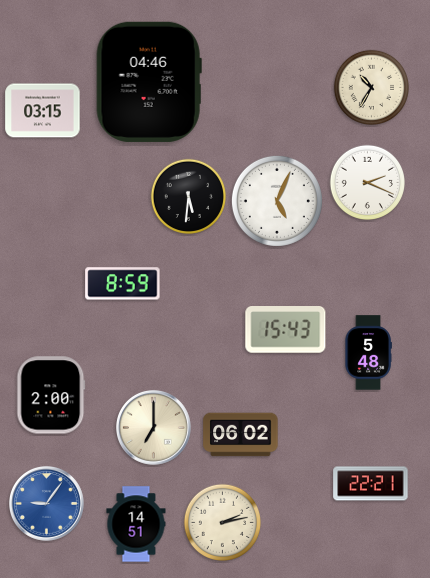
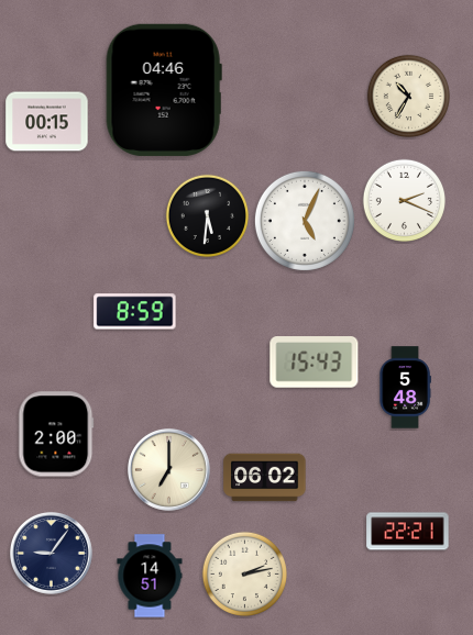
clock at (43, 111): 03:15 -> 00:15
clock at (47, 504) dial: blue -> navy
